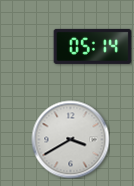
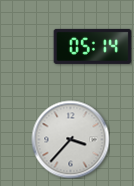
clock at (70, 139): 3:40 -> 3:37
